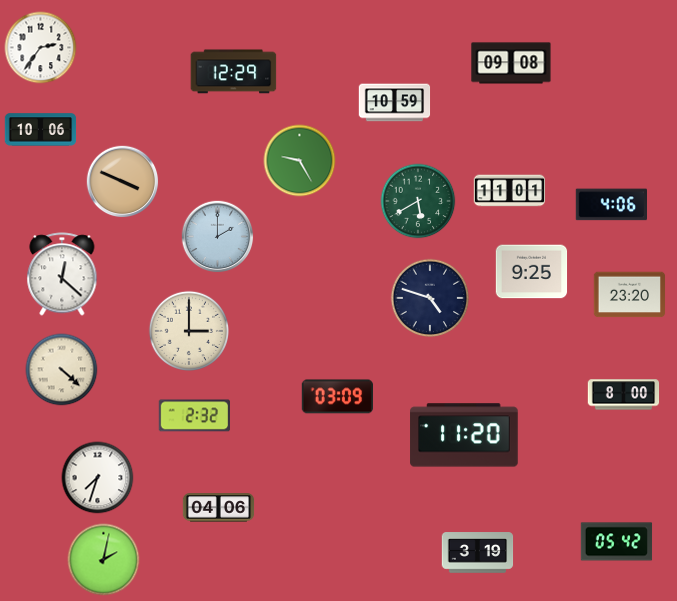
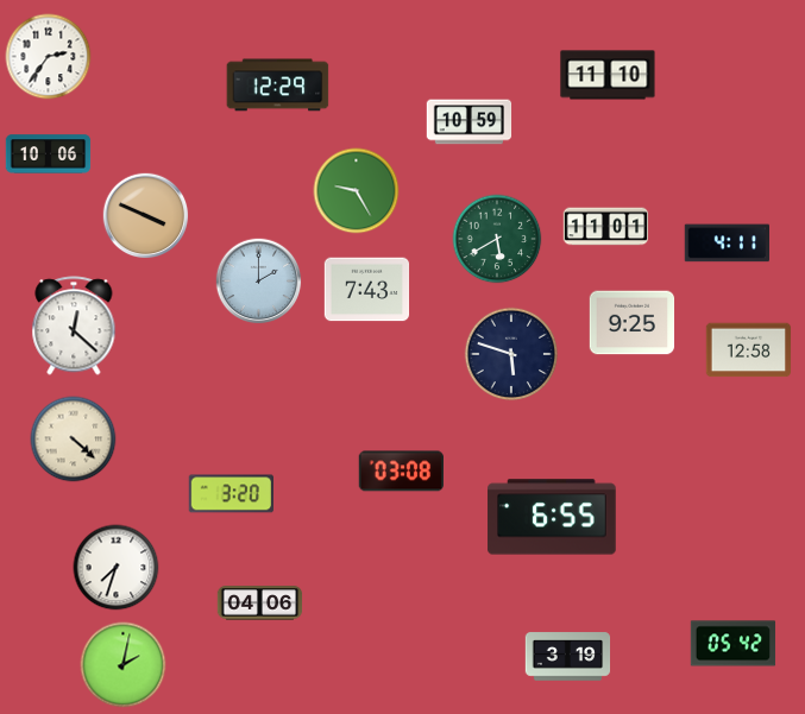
clock at (511, 63): 09:08 -> 11:10
clock at (611, 205): 4:06 -> 4:11
clock at (367, 290): none -> 7:43
clock at (630, 295): 23:20 -> 12:58
clock at (430, 298): 4:48 -> 5:48
clock at (188, 330): 3:00 -> none
clock at (624, 395): 8:00 -> none
clock at (337, 397): 03:09 -> 03:08
clock at (194, 416): 2:32 -> 3:20
clock at (464, 435): 11:20 -> 6:55
